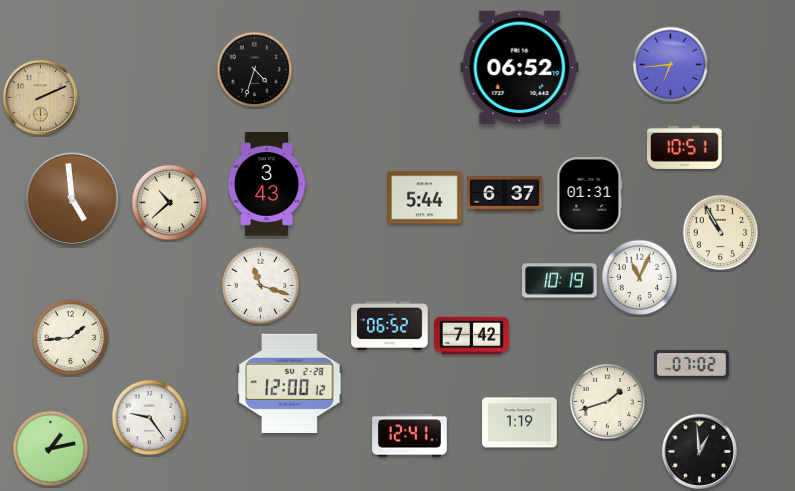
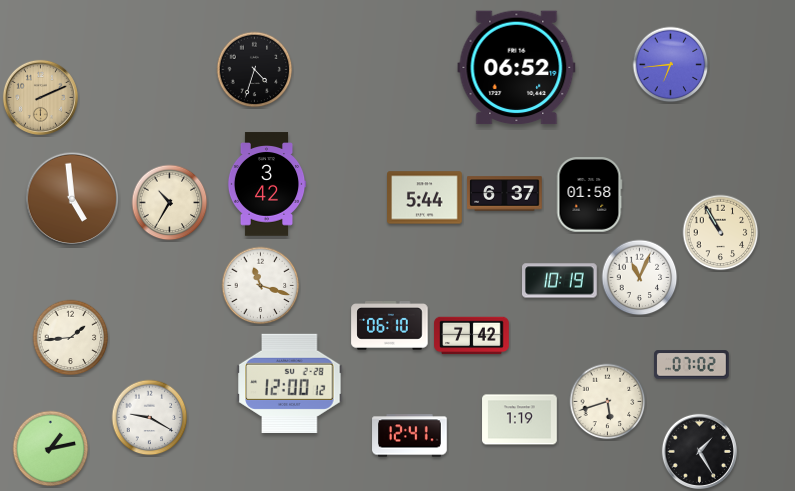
clock at (520, 68) position: (520, 68) -> (517, 68)
clock at (685, 147): 10:51 -> none
clock at (267, 184): 3:43 -> 3:42
clock at (589, 195): 01:31 -> 01:58
clock at (170, 203): 10:38 -> 10:35
clock at (390, 326): 06:52 -> 06:10
clock at (608, 402): 1:42 -> 5:42
clock at (150, 418): 9:24 -> 9:20
clock at (520, 423) position: (520, 423) -> (520, 420)
clock at (699, 451): 12:59 -> 1:25
